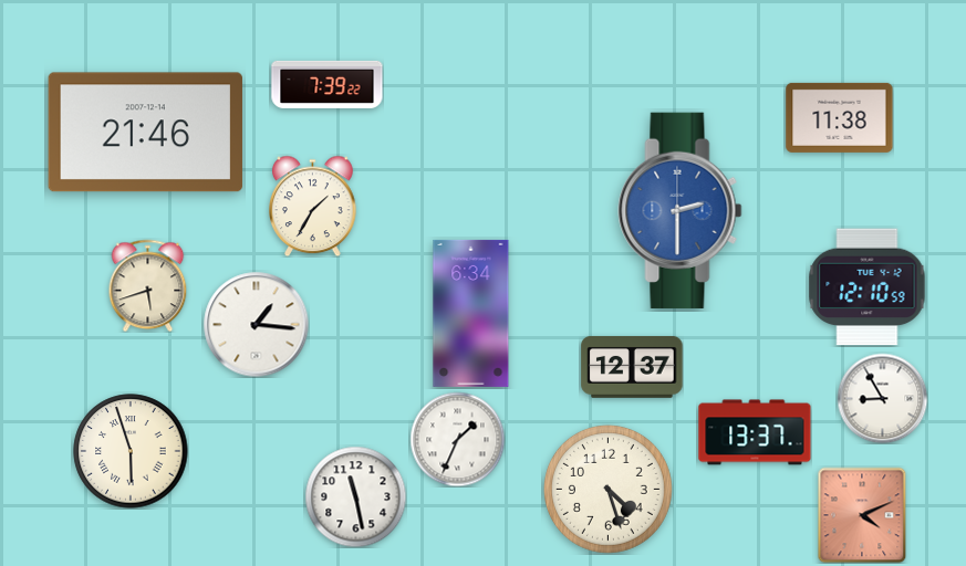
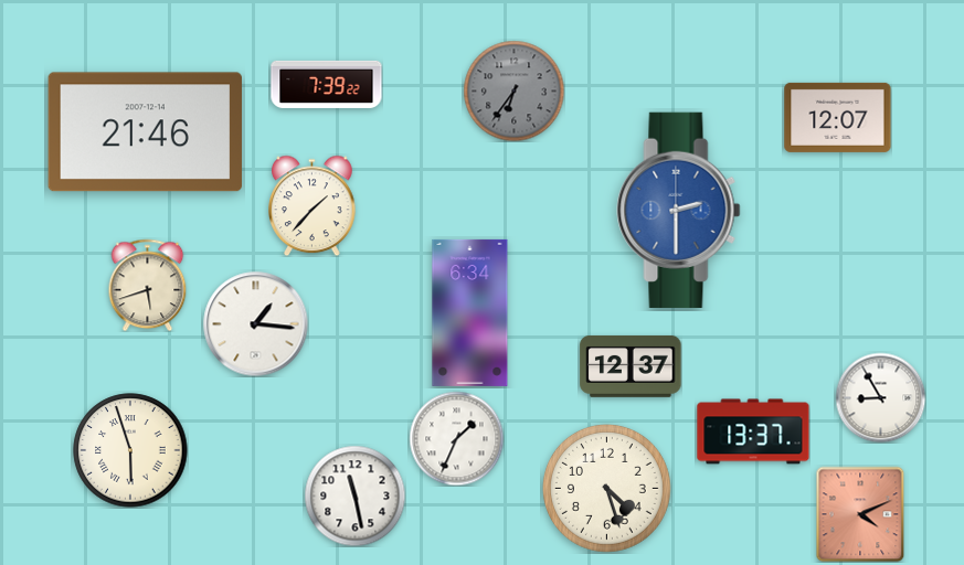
clock at (513, 90): none -> 6:36
clock at (840, 117): 11:38 -> 12:07
clock at (313, 206): 1:35 -> 1:37
clock at (868, 287): 12:10 -> none
